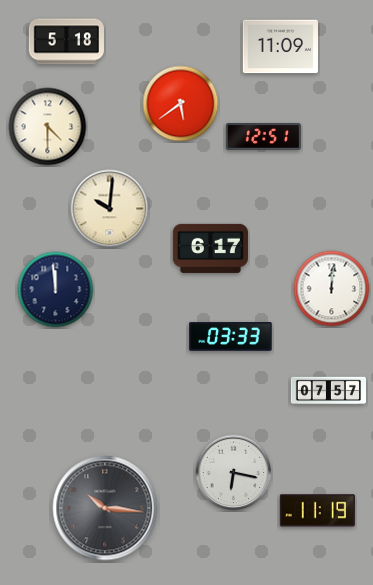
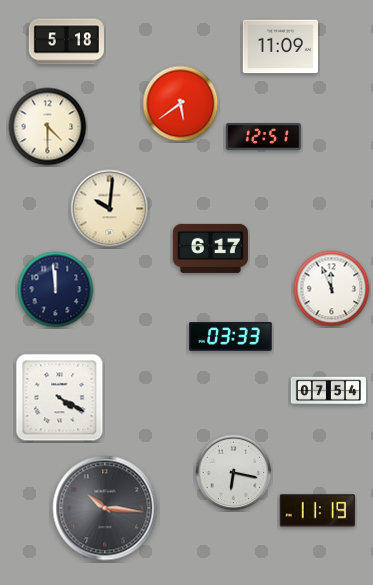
clock at (332, 289): 12:01 -> 11:56
clock at (328, 391): 07:57 -> 07:54
clock at (60, 398): none -> 4:20
